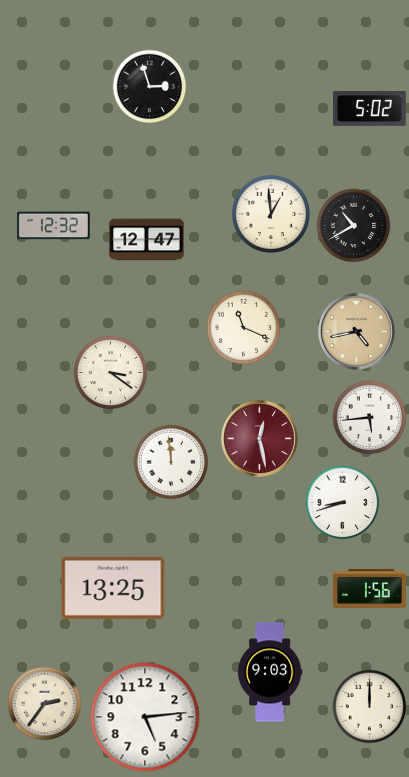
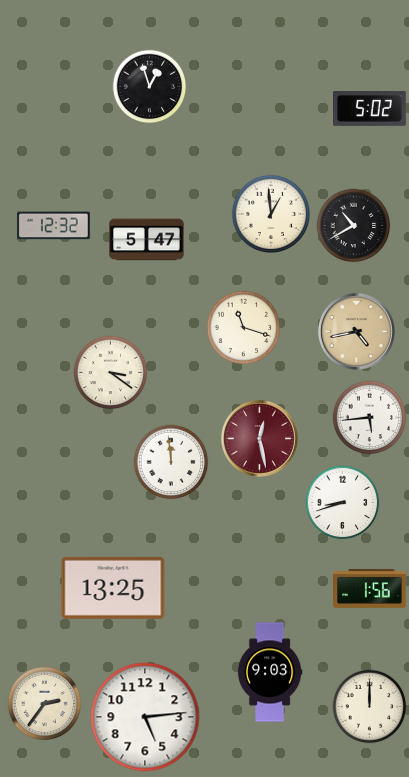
clock at (150, 87): 2:57 -> 12:57
clock at (147, 240): 12:47 -> 5:47
clock at (244, 328): 11:19 -> 11:18
